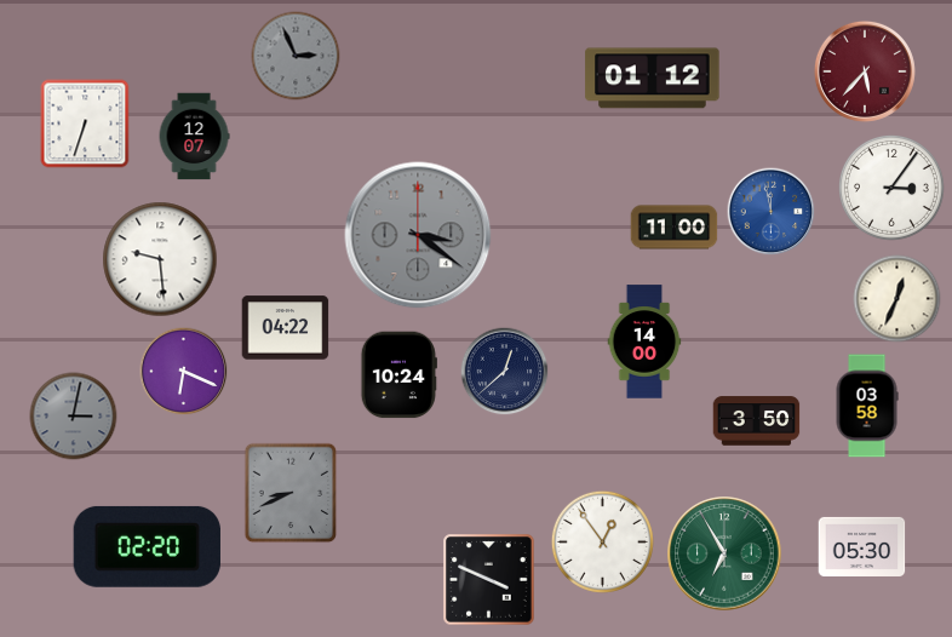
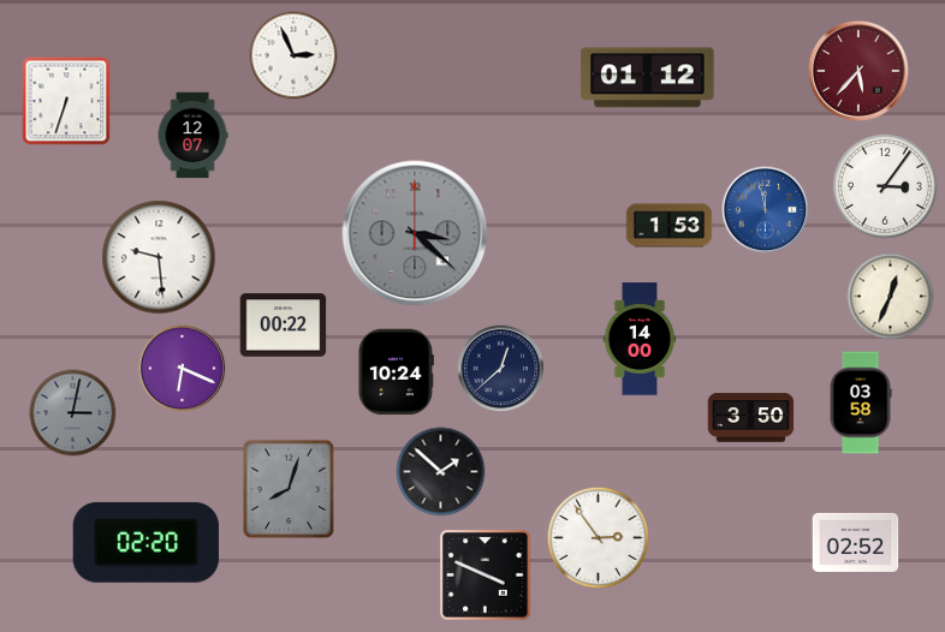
clock at (296, 56) dial: grey -> white
clock at (85, 124) position: (85, 124) -> (66, 101)
clock at (675, 228): 11:00 -> 1:53
clock at (418, 235): 3:21 -> 3:22
clock at (286, 328): 04:22 -> 00:22
clock at (441, 472): none -> 1:52
clock at (291, 493): 8:41 -> 8:03
clock at (602, 541): 12:54 -> 2:54
clock at (862, 546): 05:30 -> 02:52
clock at (724, 553): 6:55 -> none
